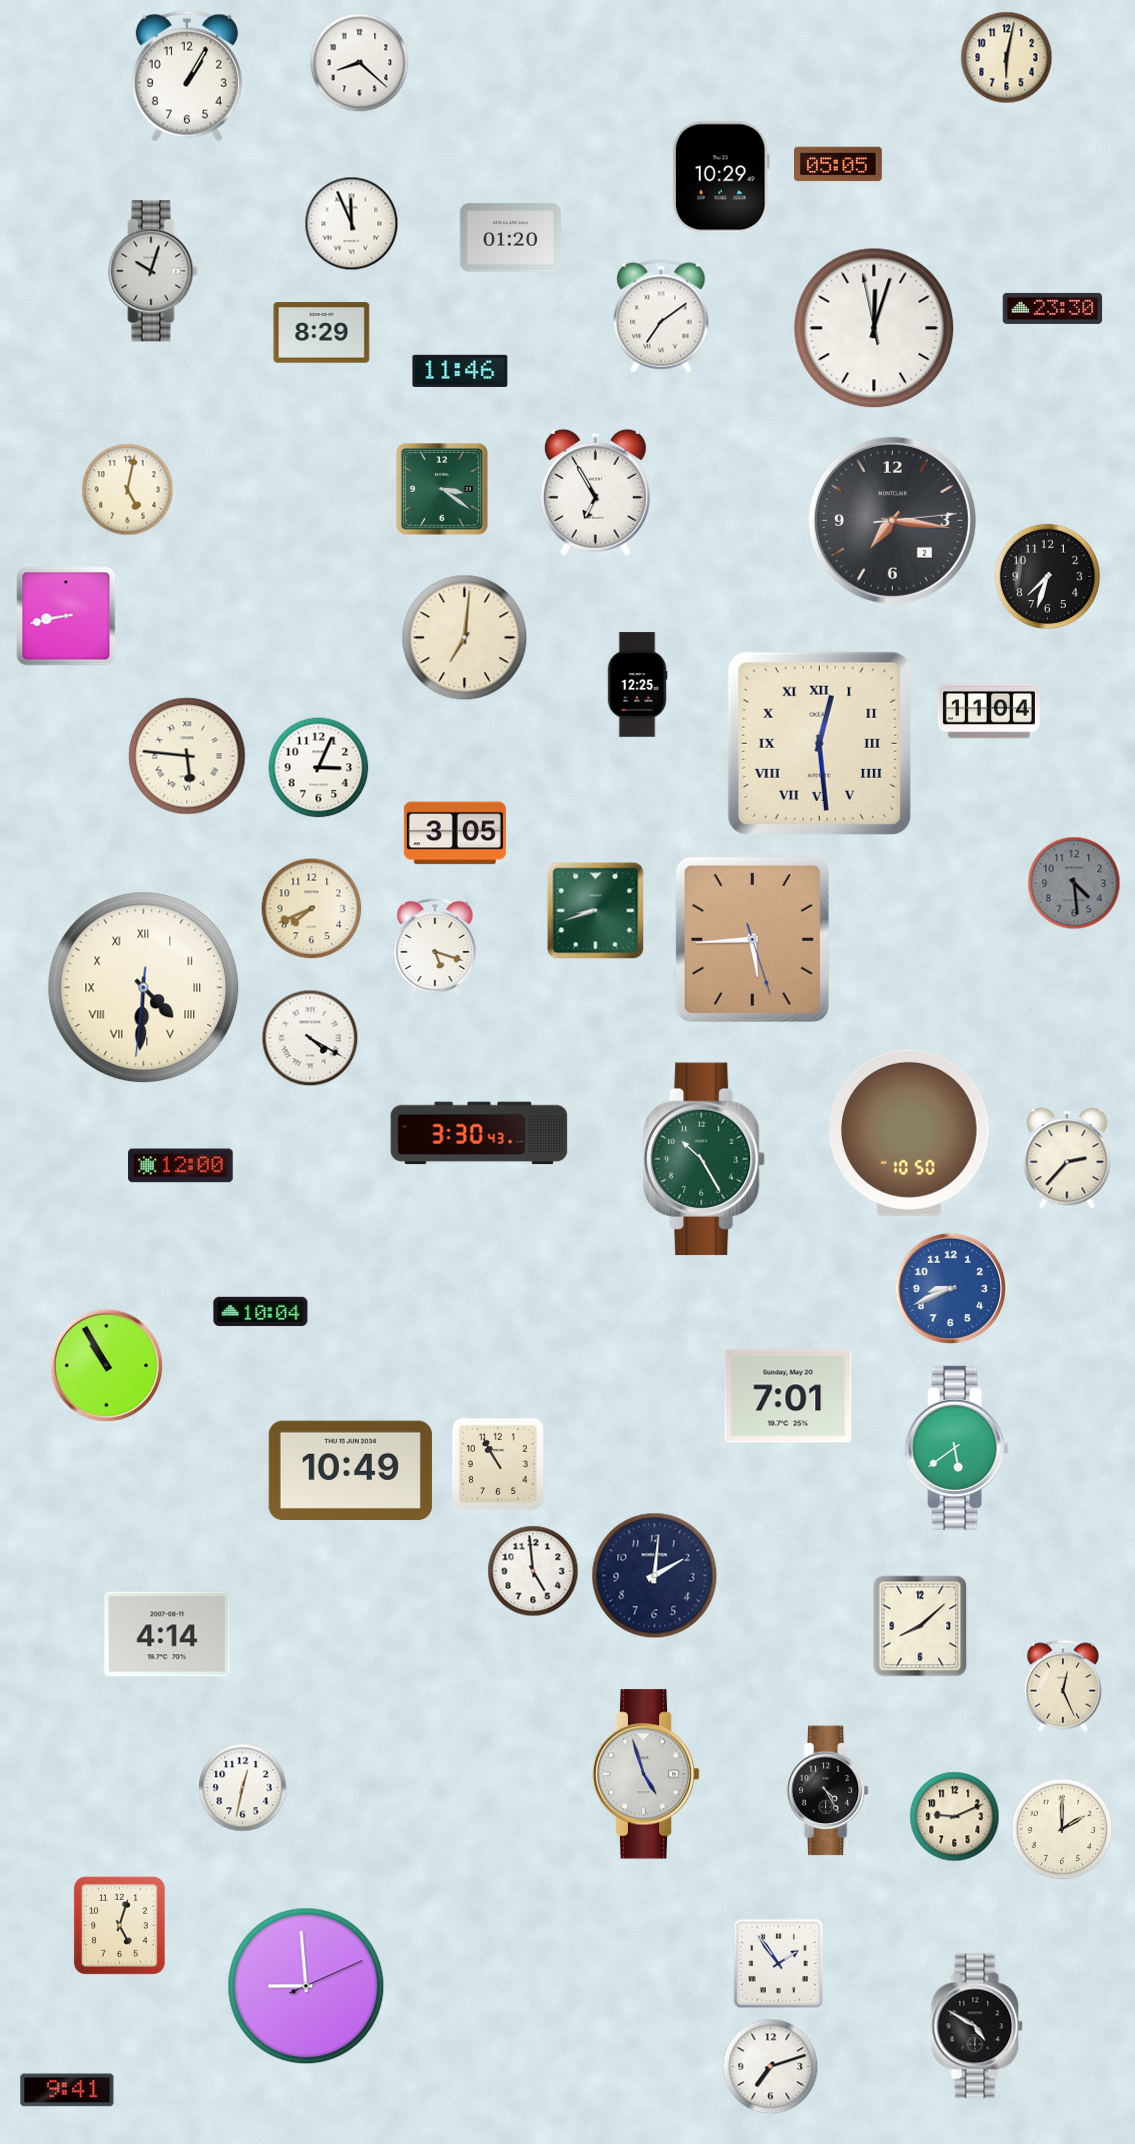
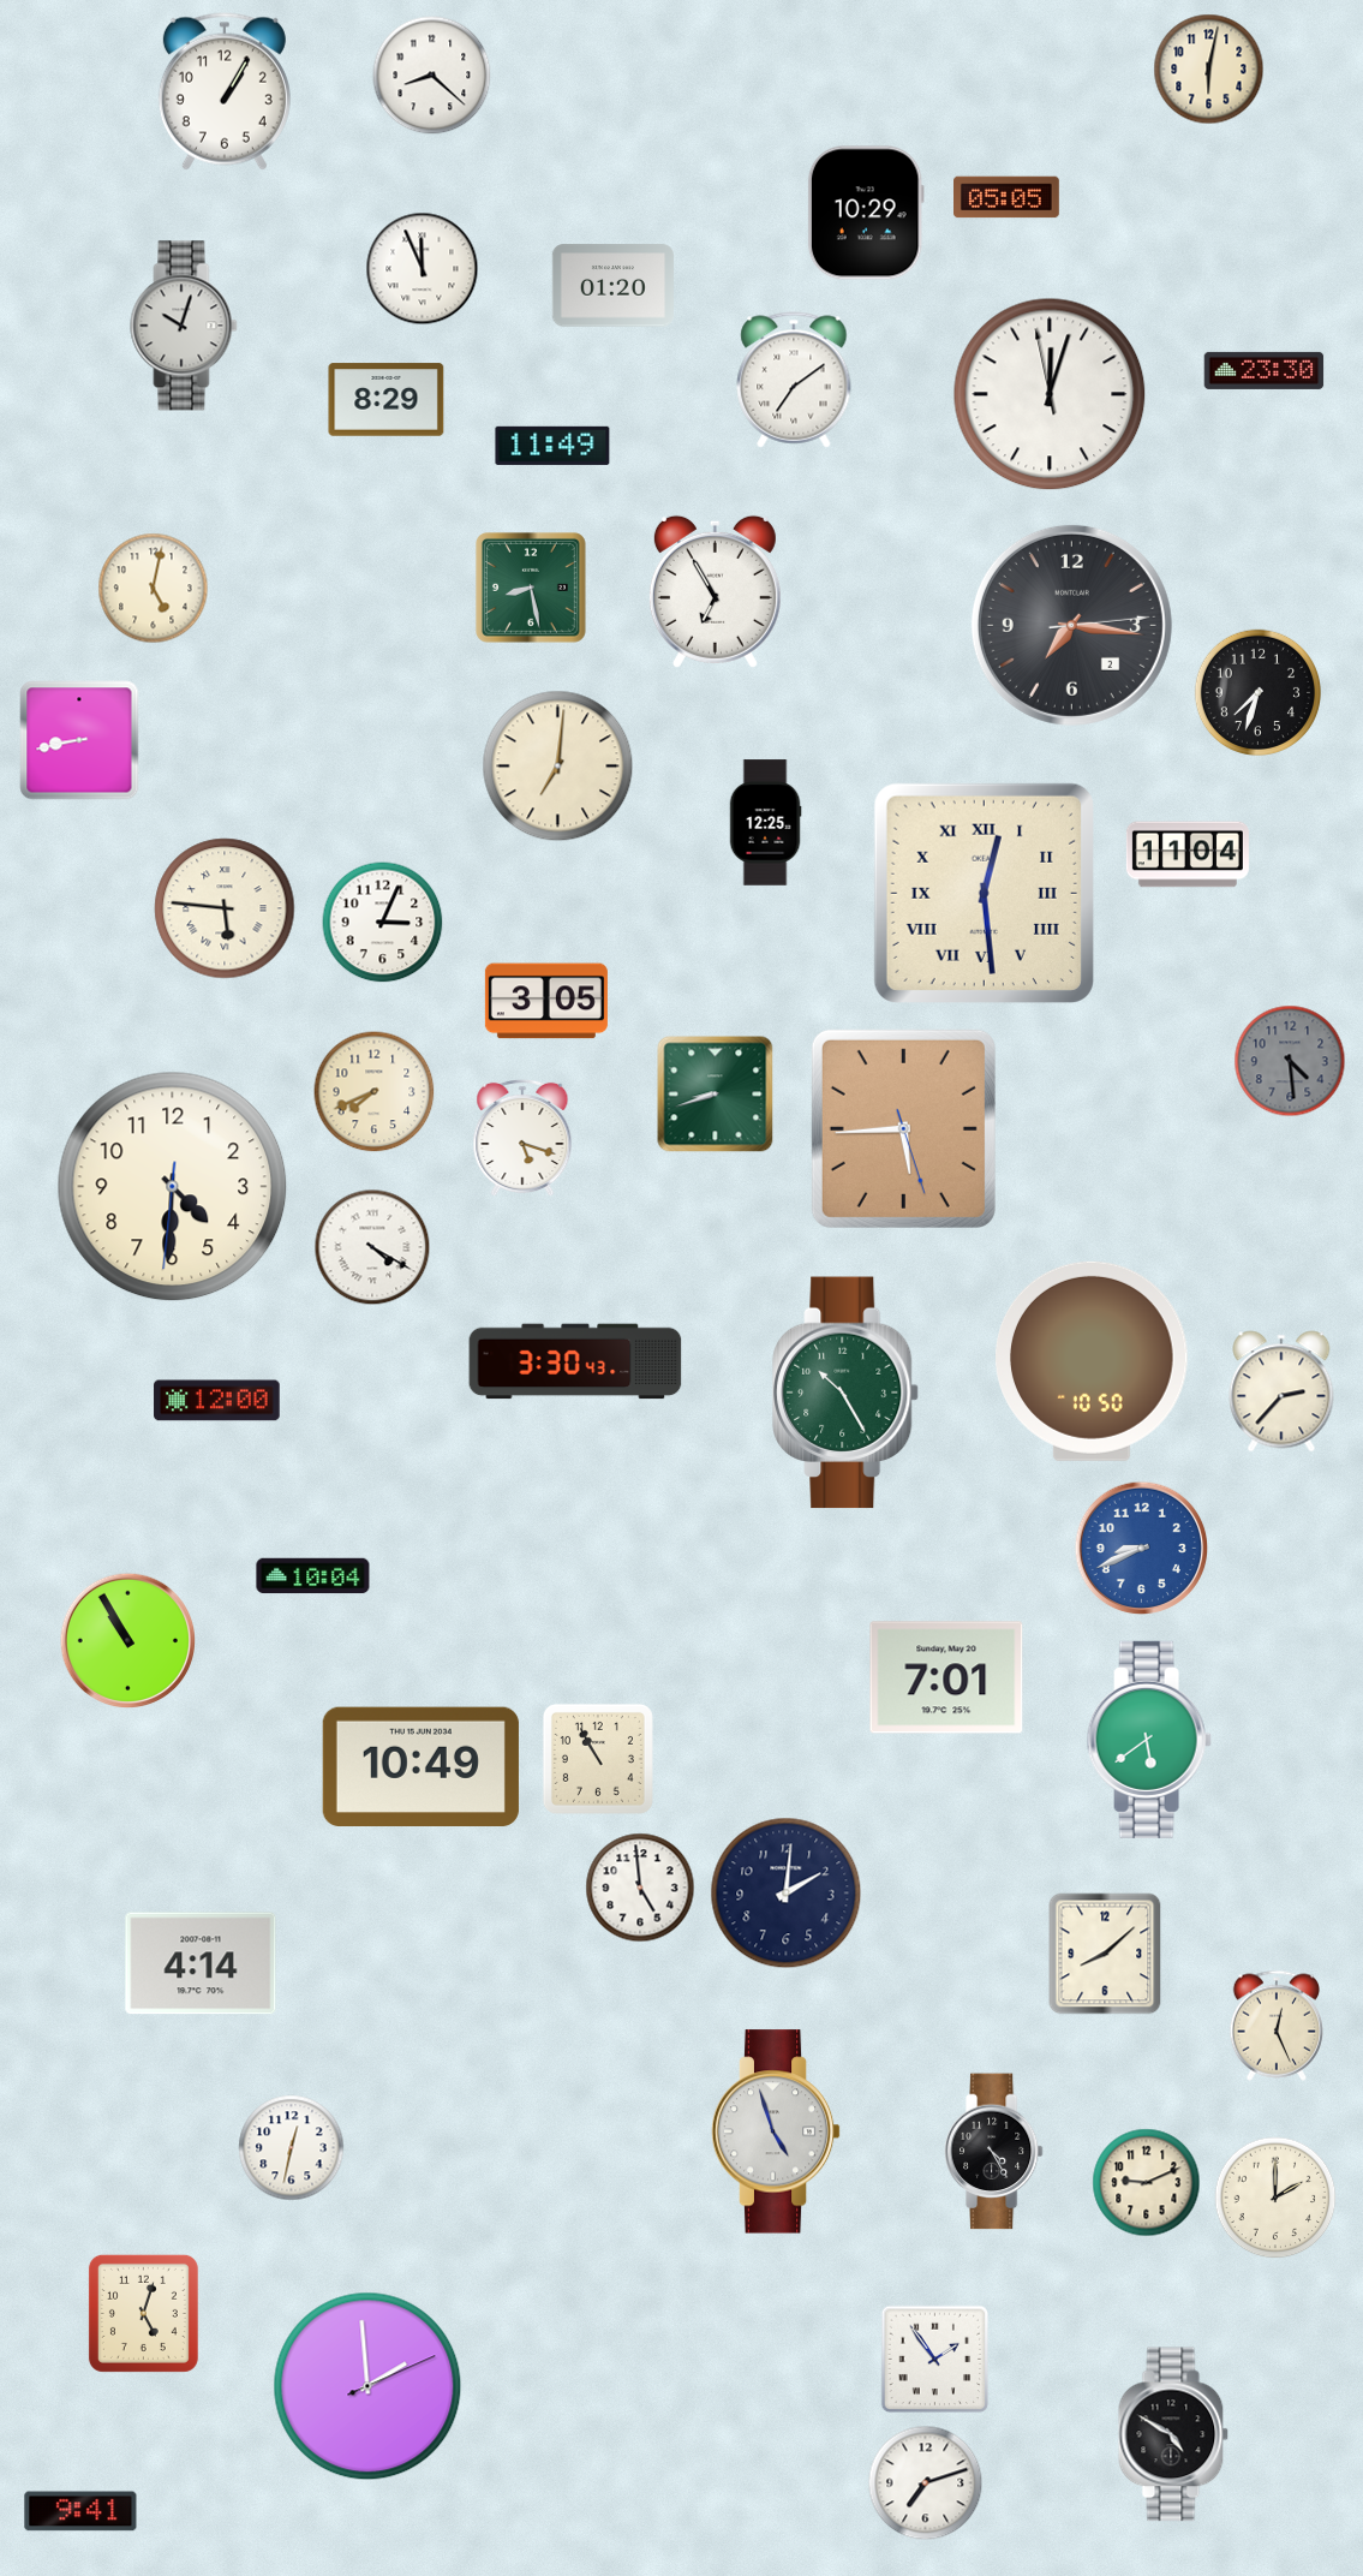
clock at (460, 371): 11:46 -> 11:49
clock at (442, 489): 3:21 -> 8:28
clock at (144, 988) numerals: Roman -> Arabic
clock at (306, 1986): 8:59 -> 1:59
